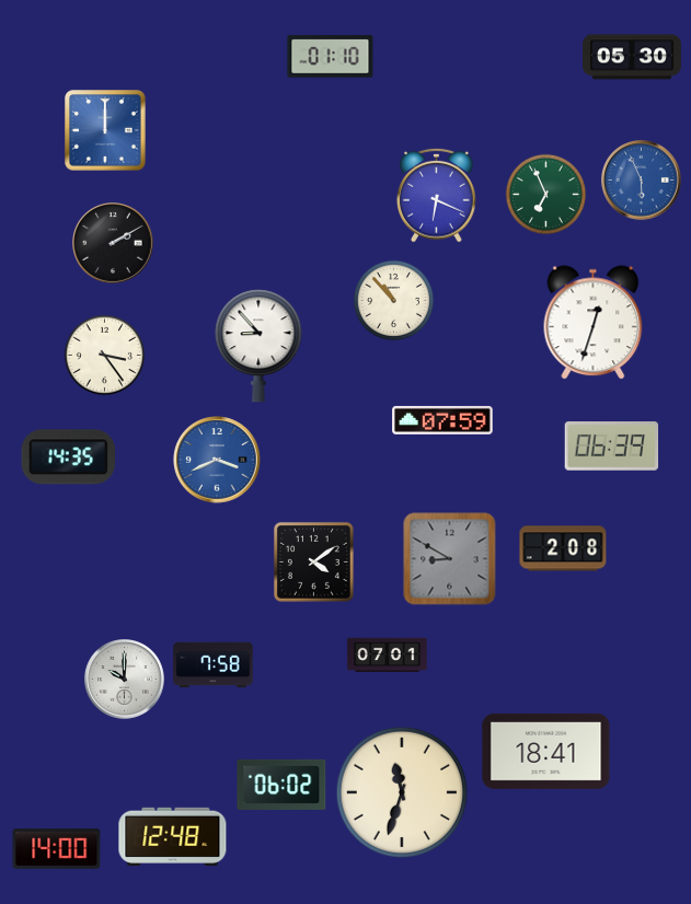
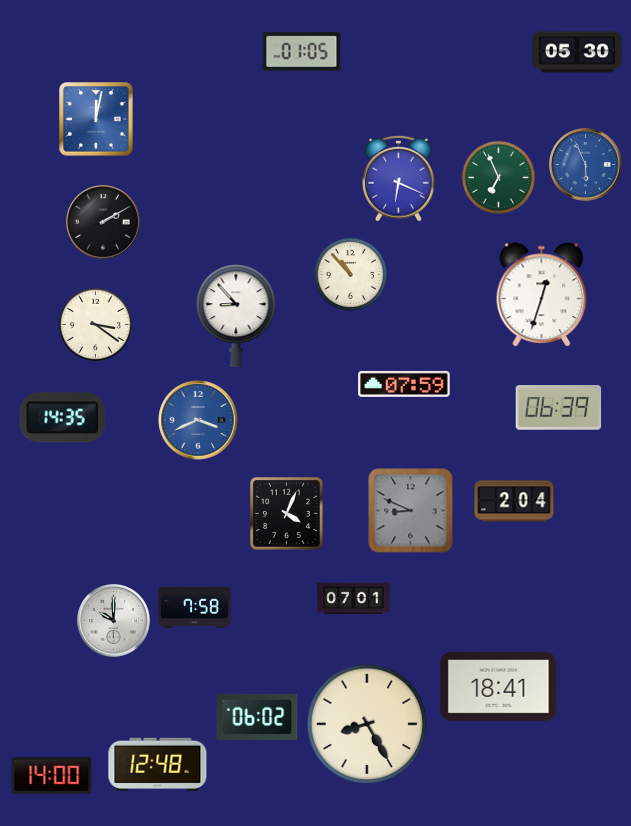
clock at (331, 57): 01:10 -> 01:05
clock at (105, 130): 12:00 -> 12:02
clock at (393, 300) position: (393, 300) -> (350, 274)
clock at (104, 355): 3:24 -> 3:21
clock at (563, 548): 2:08 -> 2:04
clock at (450, 559): 8:50 -> 8:49
clock at (313, 561): 4:09 -> 4:04
clock at (402, 792): 11:33 -> 8:25
